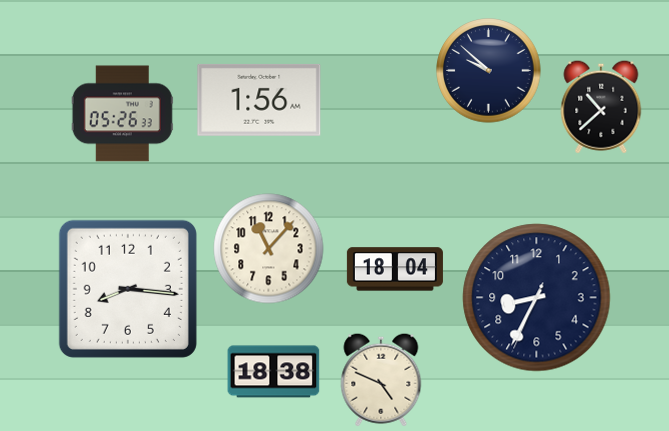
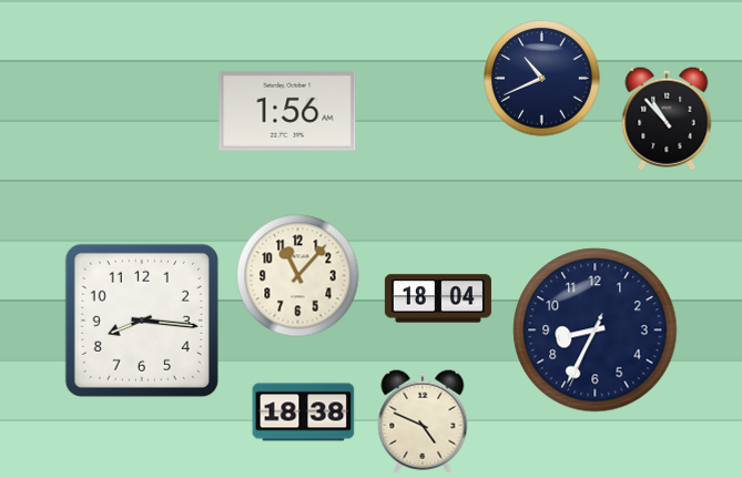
clock at (489, 71): 9:52 -> 10:41
clock at (601, 107): 10:38 -> 10:53
clock at (122, 114): 05:26 -> none
